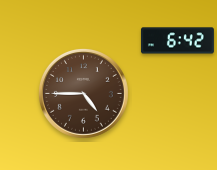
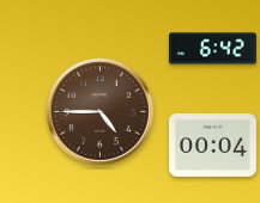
clock at (212, 146): none -> 00:04
